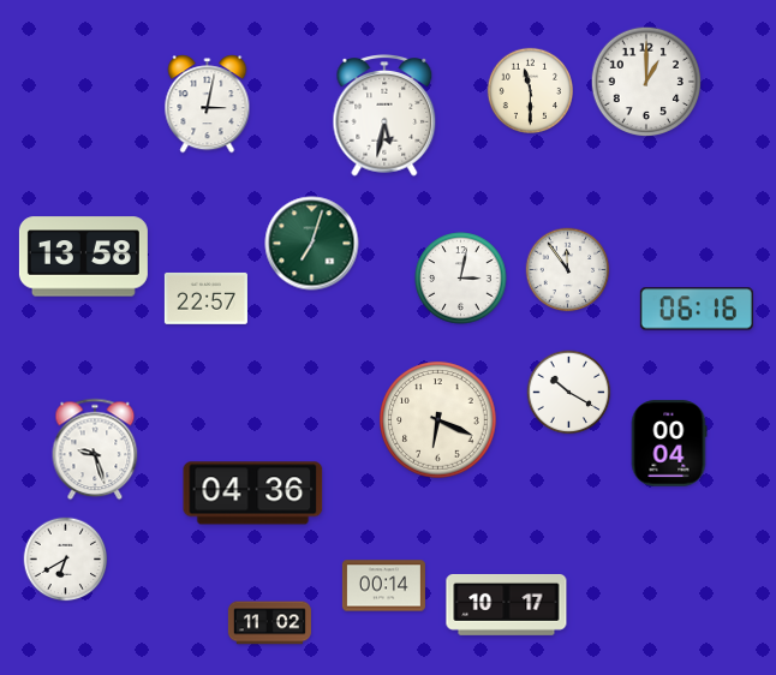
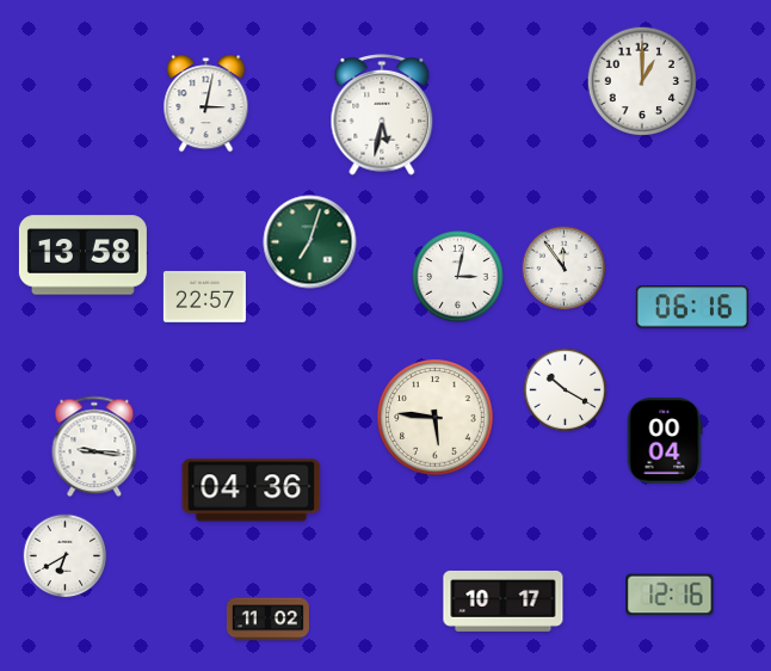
clock at (530, 90): 11:30 -> none
clock at (438, 420): 6:19 -> 5:46
clock at (95, 449): 9:27 -> 9:16
clock at (383, 586): 00:14 -> none
clock at (670, 595): none -> 12:16
